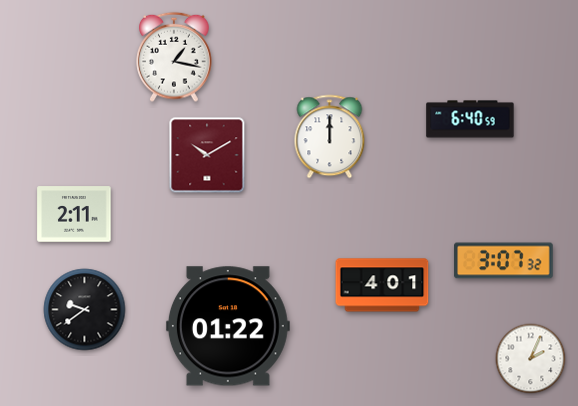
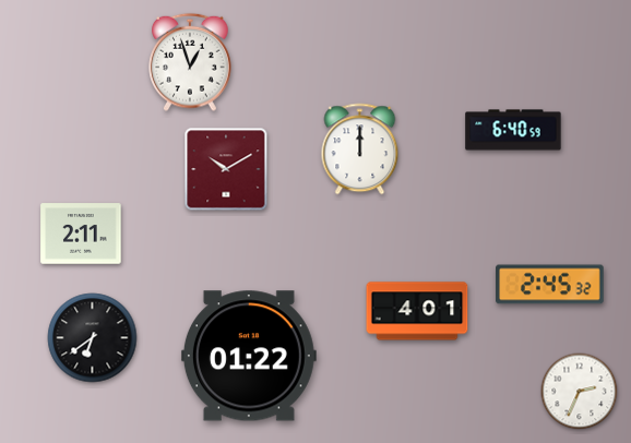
clock at (174, 57): 1:17 -> 12:57
clock at (504, 261): 3:07 -> 2:45
clock at (85, 310): 9:39 -> 6:39
clock at (531, 359): 2:04 -> 2:34
